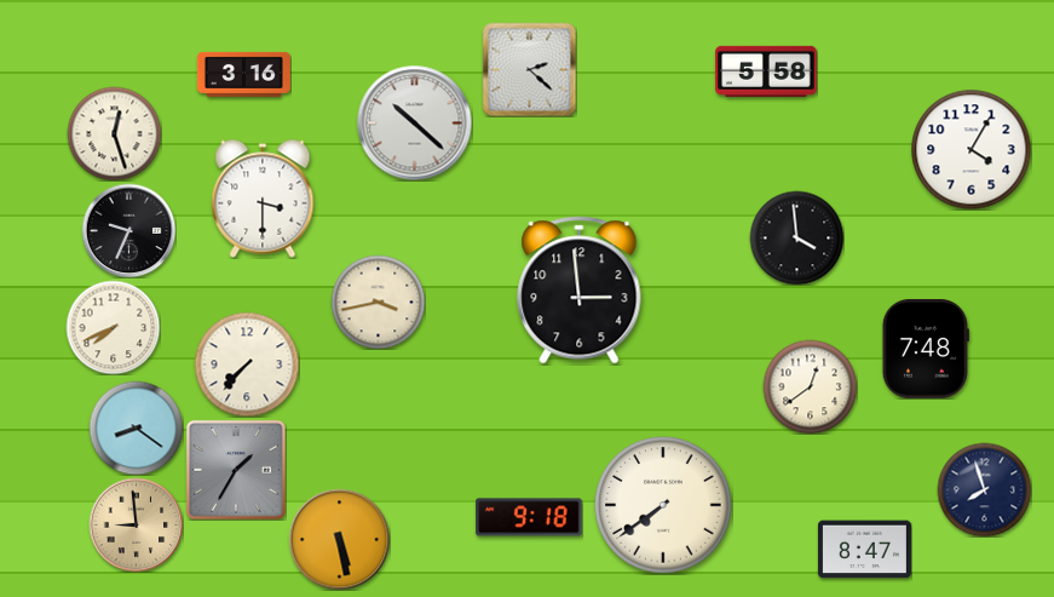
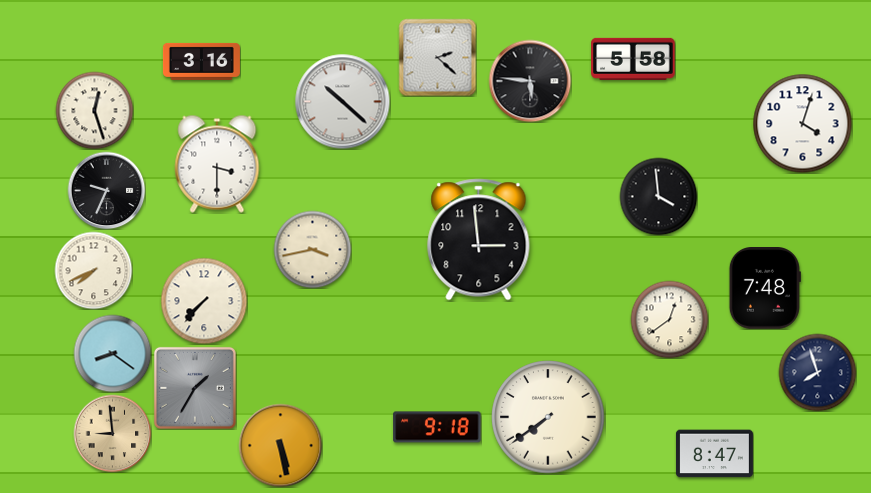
clock at (530, 81): none -> 5:46
clock at (972, 150): 4:05 -> 4:03
clock at (984, 489) position: (984, 489) -> (817, 372)
